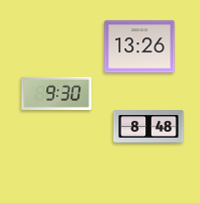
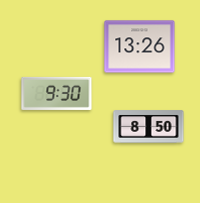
clock at (149, 127): 8:48 -> 8:50
